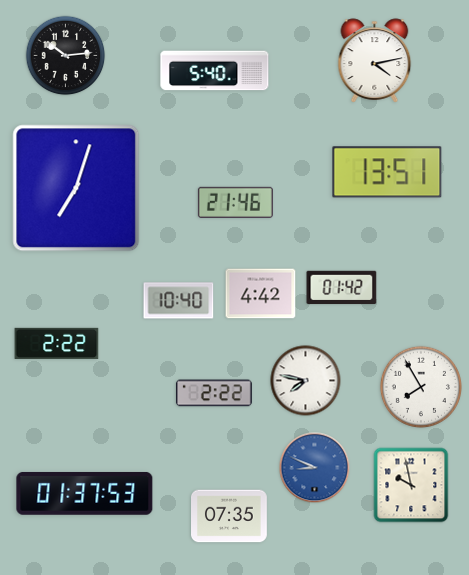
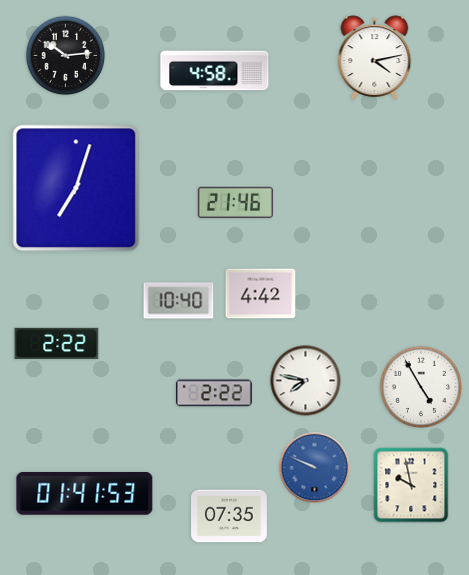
clock at (375, 61) position: (375, 61) -> (375, 58)
clock at (215, 71): 5:40 -> 4:58
clock at (387, 172): 13:51 -> none
clock at (342, 288): 01:42 -> none
clock at (421, 387): 7:55 -> 4:55
clock at (315, 468): 8:49 -> 9:49
clock at (85, 494): 01:37 -> 01:41
